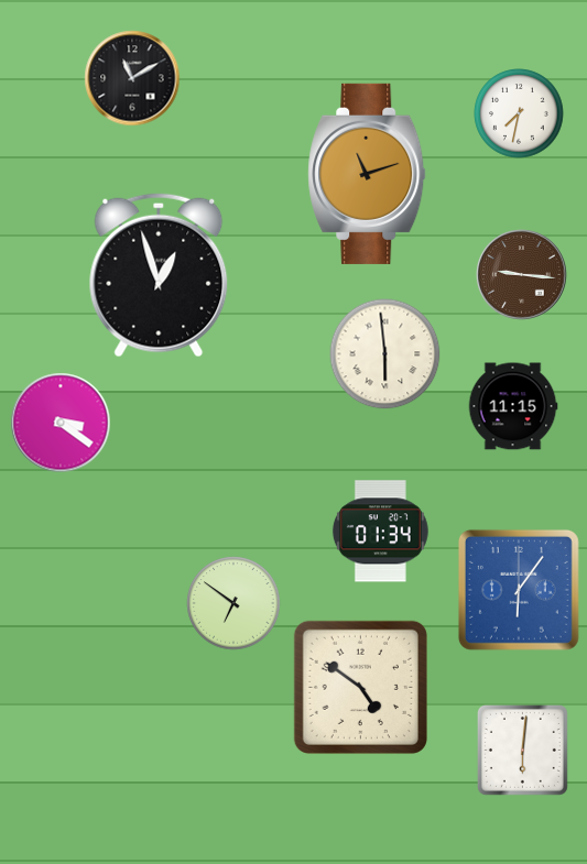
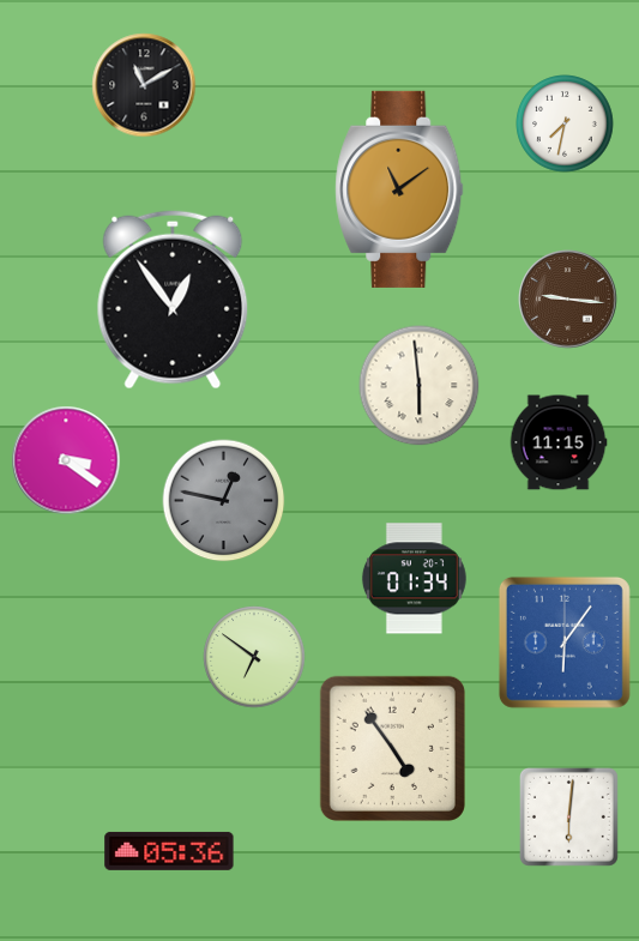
clock at (367, 174): 11:12 -> 11:09
clock at (159, 275): 12:57 -> 12:54
clock at (224, 501): none -> 12:47
clock at (360, 687): 4:51 -> 4:54
clock at (169, 851): none -> 05:36
